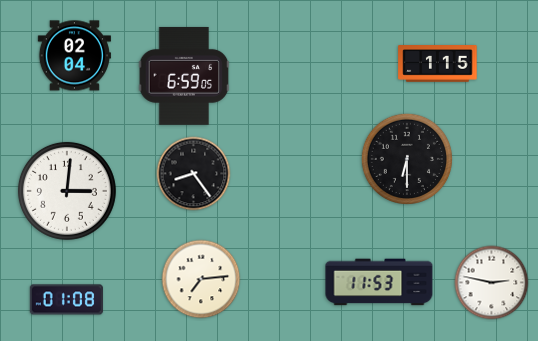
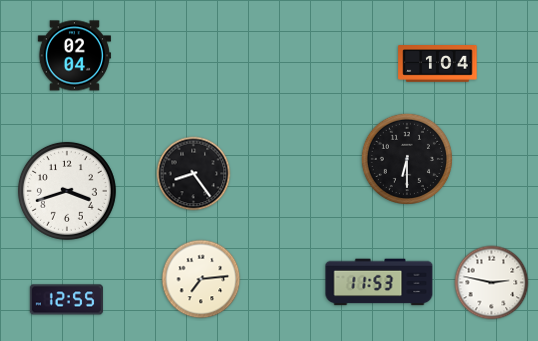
clock at (438, 64): 1:15 -> 1:04
clock at (184, 76): 6:59 -> none
clock at (67, 191): 3:01 -> 3:42
clock at (66, 300): 01:08 -> 12:55
